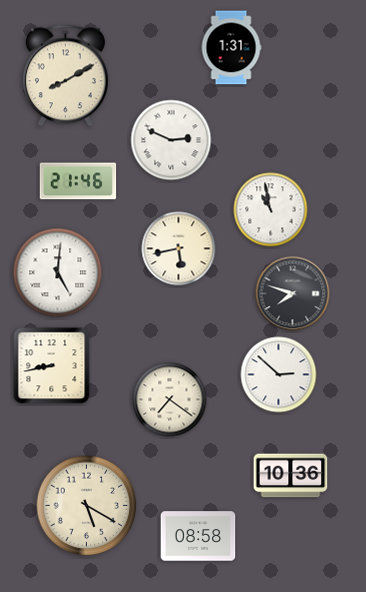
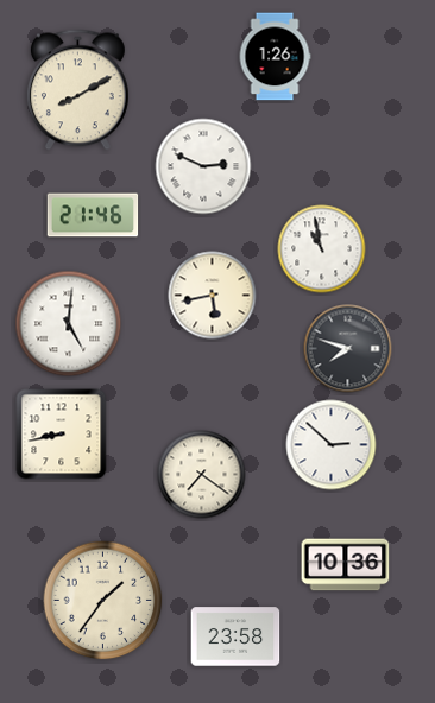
clock at (231, 48): 1:31 -> 1:26
clock at (87, 506): 5:20 -> 1:36
clock at (198, 536): 08:58 -> 23:58
